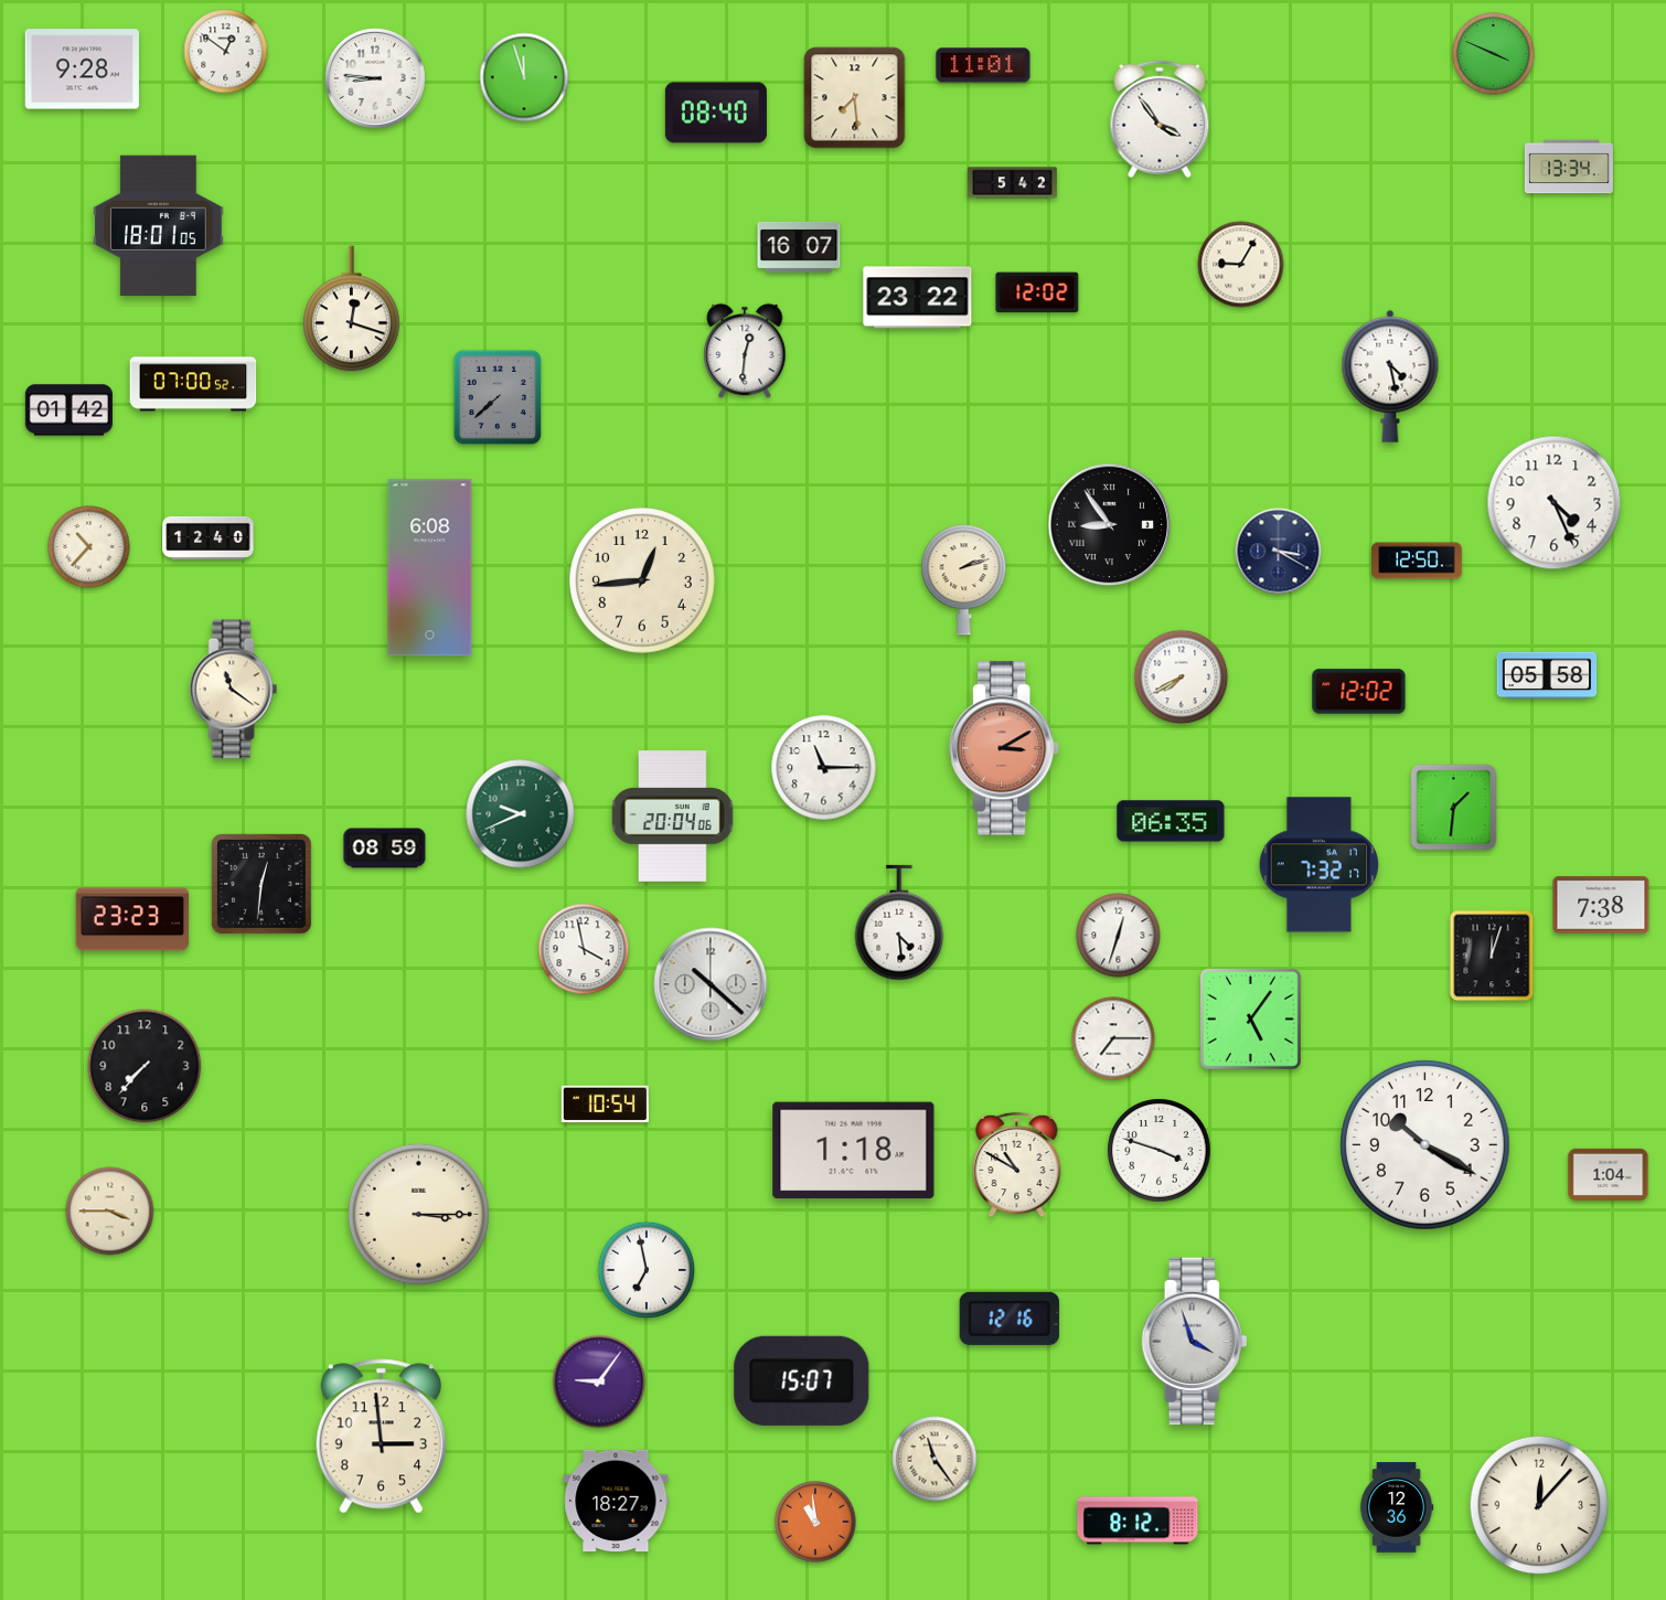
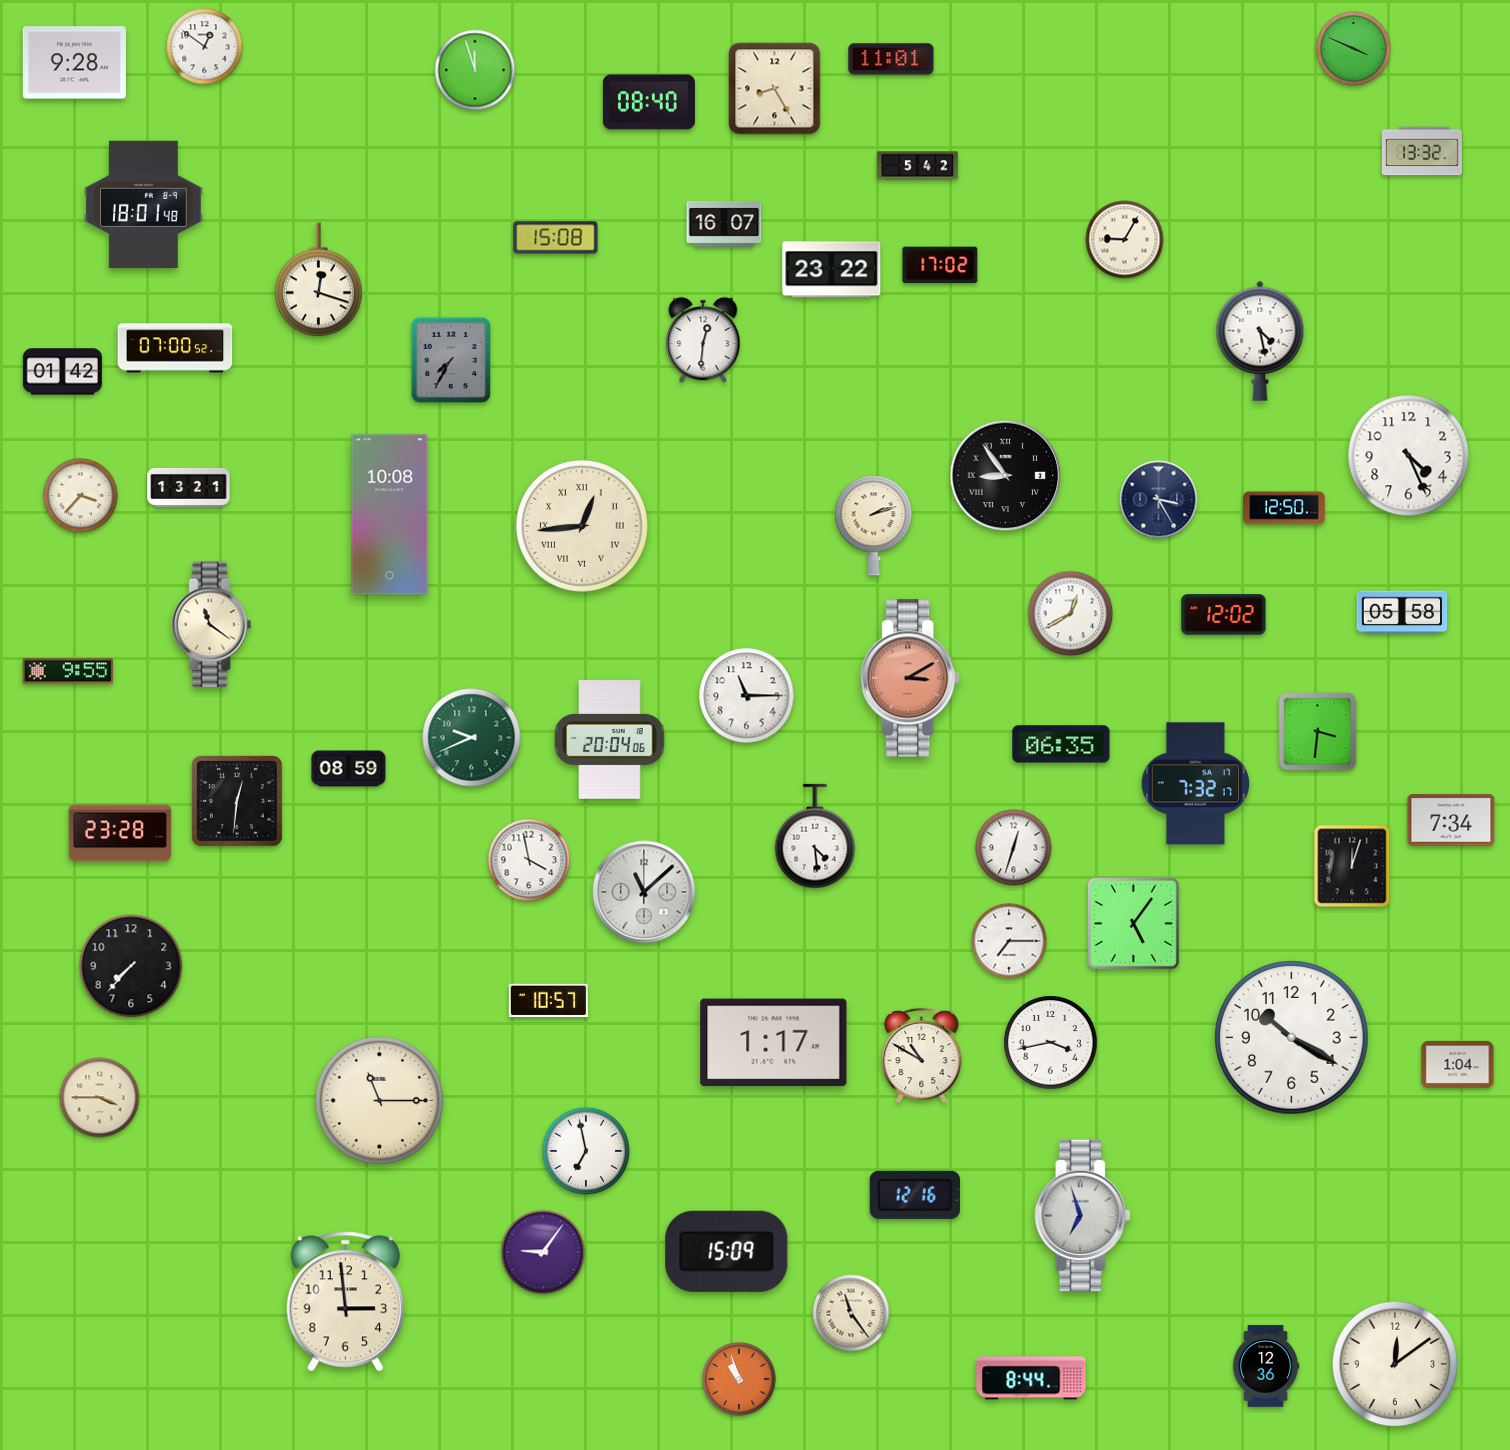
clock at (375, 78): 8:46 -> none
clock at (855, 98): 7:29 -> 8:25
clock at (1160, 119): 3:54 -> none
clock at (1569, 167): 13:34 -> 13:32
clock at (159, 226): 18:01:05 -> 18:01:48
clock at (556, 238): none -> 15:08
clock at (1037, 292): 12:02 -> 17:02
clock at (745, 351) position: (745, 351) -> (703, 340)
clock at (496, 397): 7:38 -> 7:35
clock at (209, 537): 12:40 -> 13:21
clock at (89, 547): 10:37 -> 3:37
clock at (1279, 552): 3:20 -> 3:25
clock at (430, 568): 6:08 -> 10:08
clock at (642, 580) numerals: Arabic -> Roman
clock at (1182, 678): 7:40 -> 12:40
clock at (1359, 692) position: (1359, 692) -> (1224, 615)
clock at (68, 671): none -> 9:55
clock at (1454, 808): 1:31 -> 3:31
clock at (1601, 905): 7:38 -> 7:34
clock at (132, 919): 23:23 -> 23:28
clock at (711, 984): 10:22 -> 11:08
clock at (605, 1105): 10:54 -> 10:57
clock at (854, 1151): 1:18 -> 1:17
clock at (1160, 1151): 3:48 -> 3:43
clock at (418, 1214): 3:15 -> 11:15
clock at (1195, 1342): 3:57 -> 6:57
clock at (802, 1380): 15:07 -> 15:09
clock at (935, 1459) position: (935, 1459) -> (851, 1313)
clock at (616, 1501): 18:27 -> none
clock at (1539, 1505): 12:07 -> 12:09
clock at (1138, 1521): 8:12 -> 8:44
clock at (815, 1522): 10:59 -> 10:57
